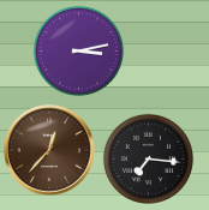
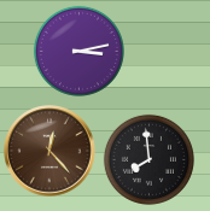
clock at (49, 150): 12:37 -> 12:23
clock at (148, 158): 7:16 -> 7:59
